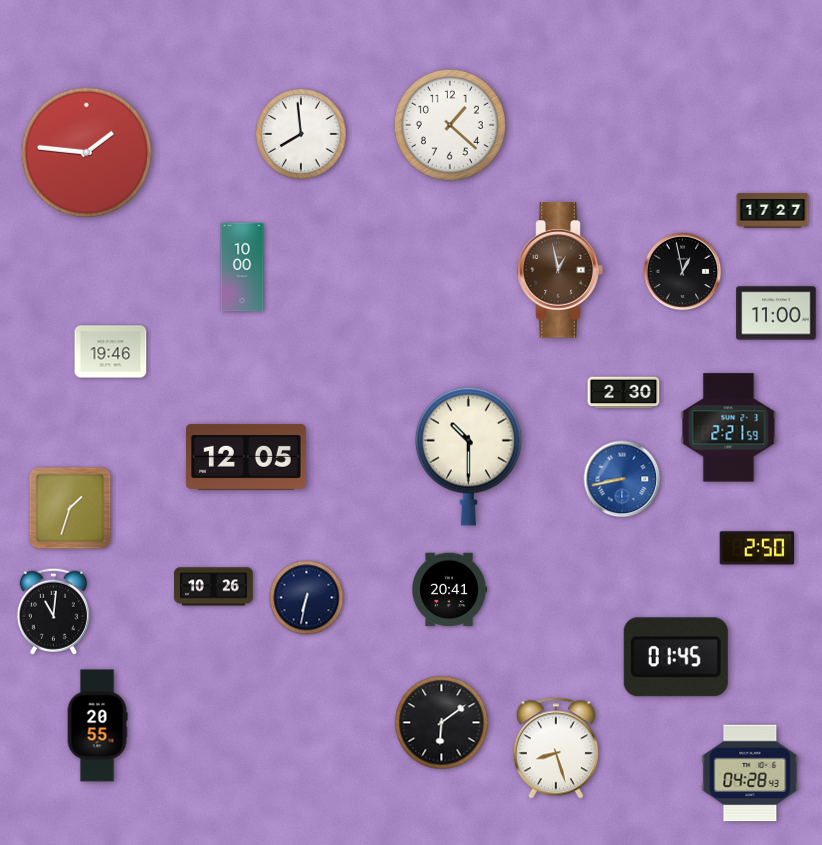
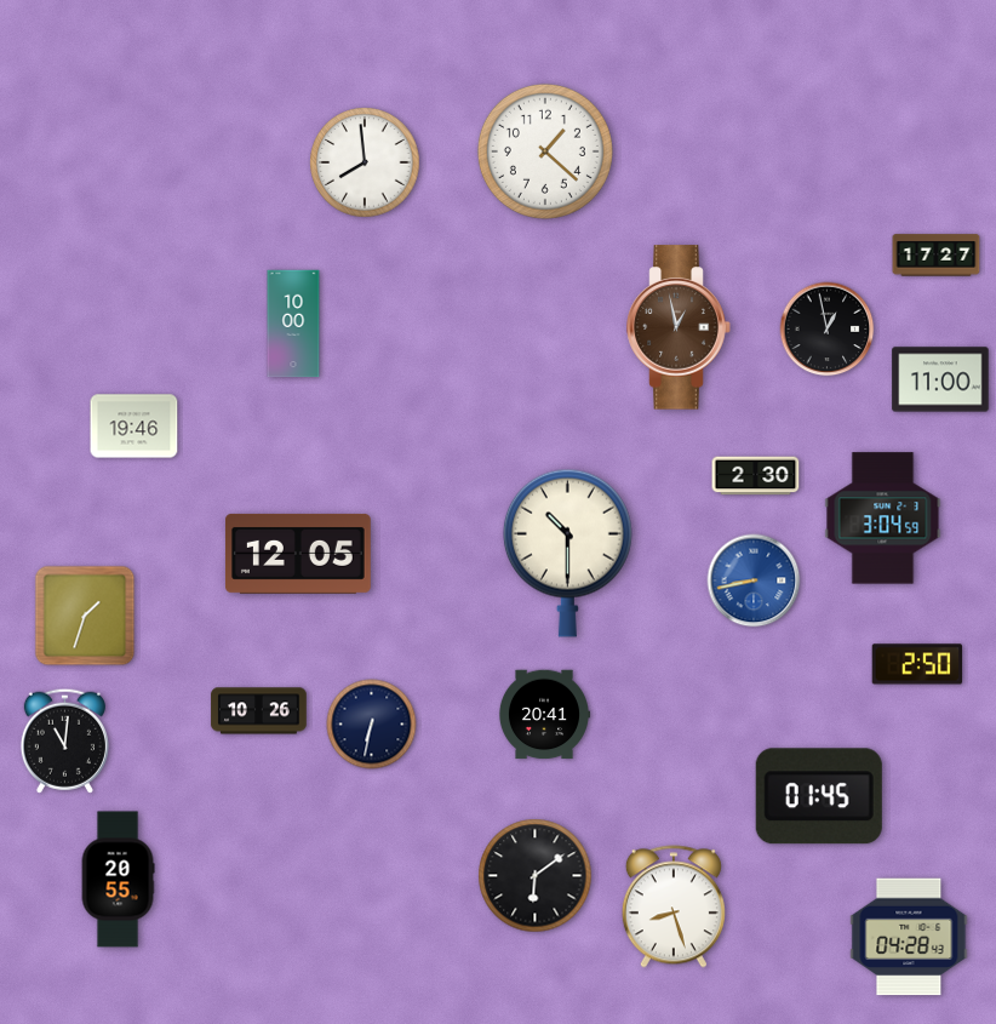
clock at (87, 153): 1:46 -> none
clock at (729, 428): 2:21 -> 3:04
